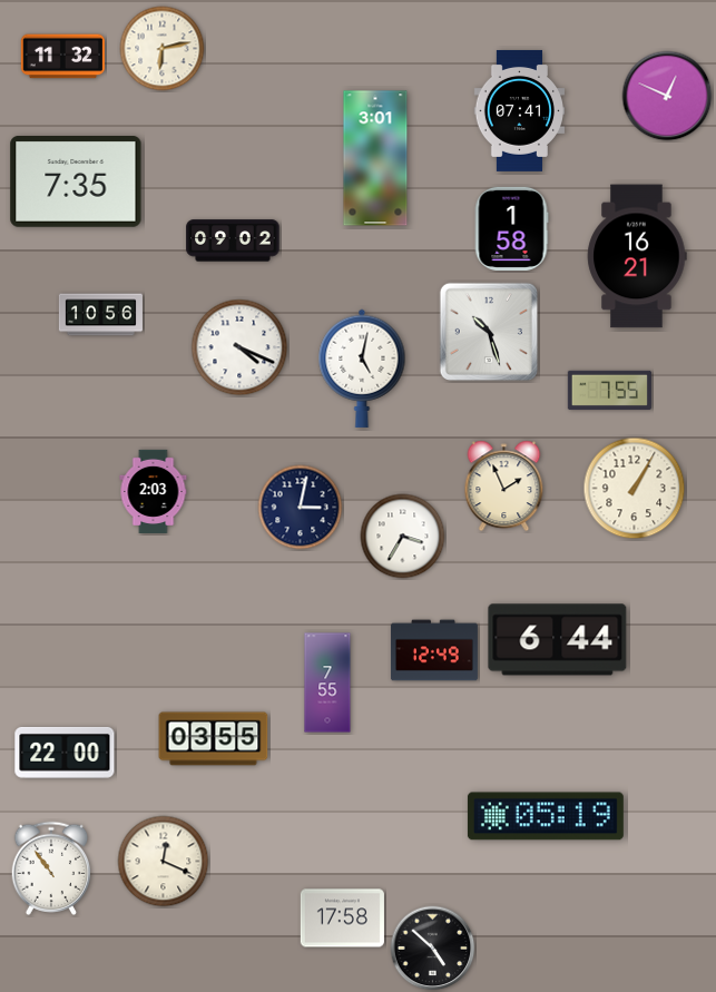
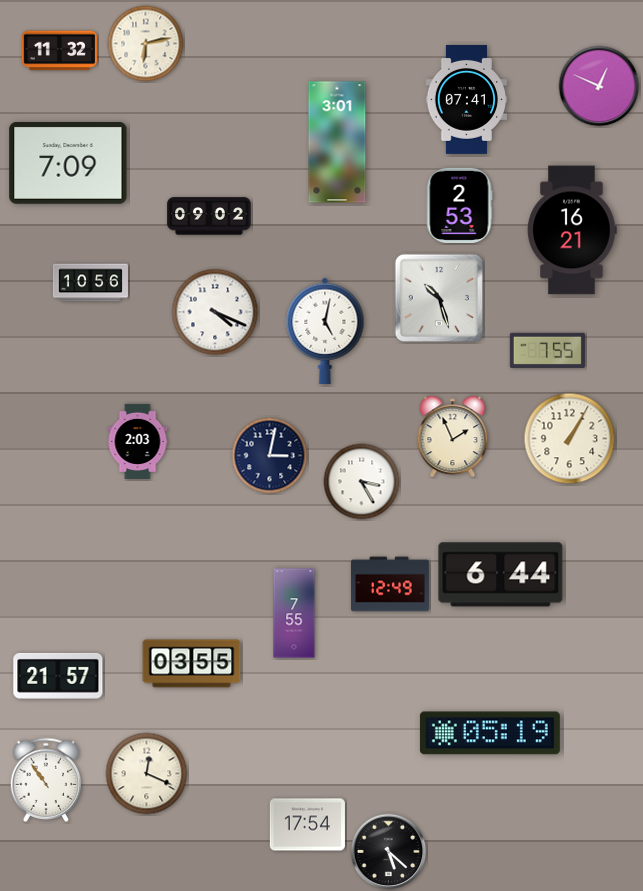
clock at (62, 57) position: (62, 57) -> (59, 51)
clock at (76, 183): 7:35 -> 7:09
clock at (511, 228): 1:58 -> 2:53
clock at (403, 537): 3:35 -> 3:25
clock at (65, 753): 22:00 -> 21:57
clock at (342, 919): 17:58 -> 17:54
clock at (433, 949): 4:52 -> 5:22
